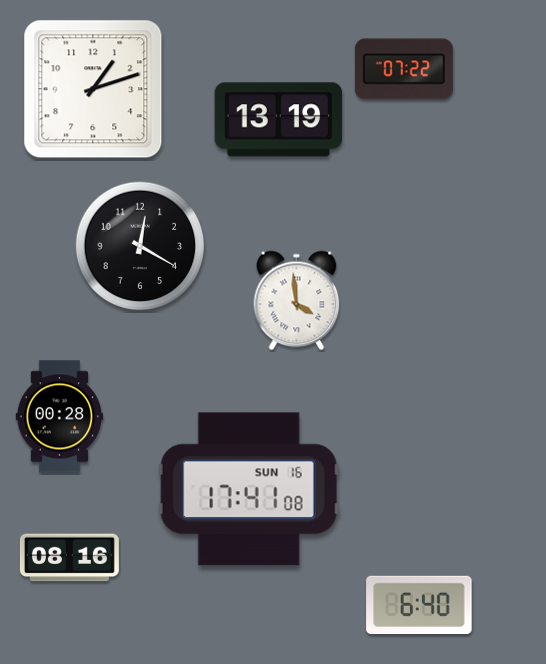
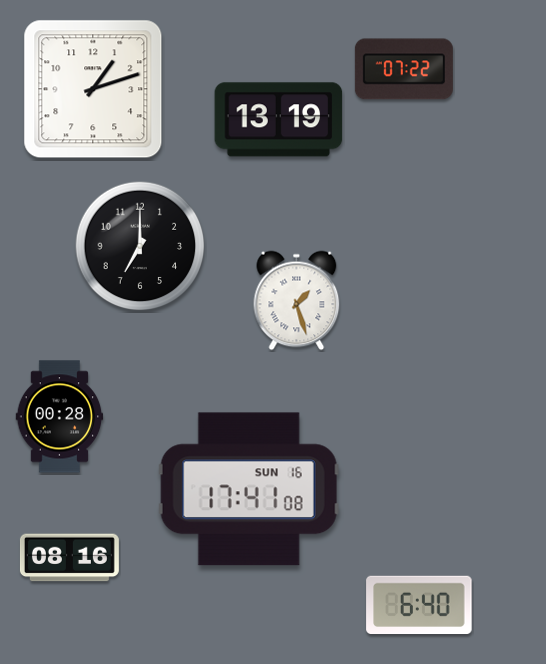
clock at (140, 246): 12:20 -> 7:00
clock at (297, 301): 3:59 -> 1:27
